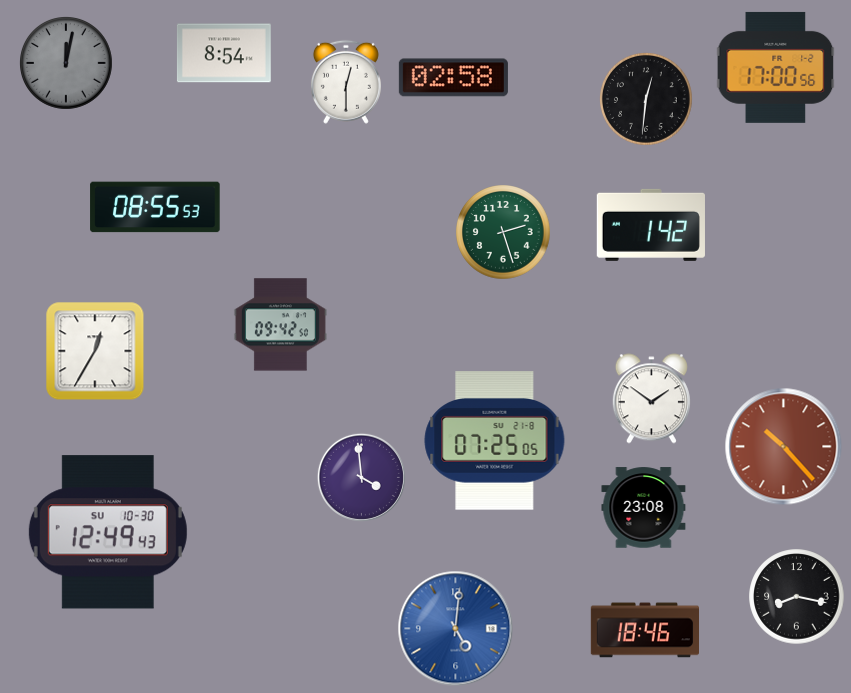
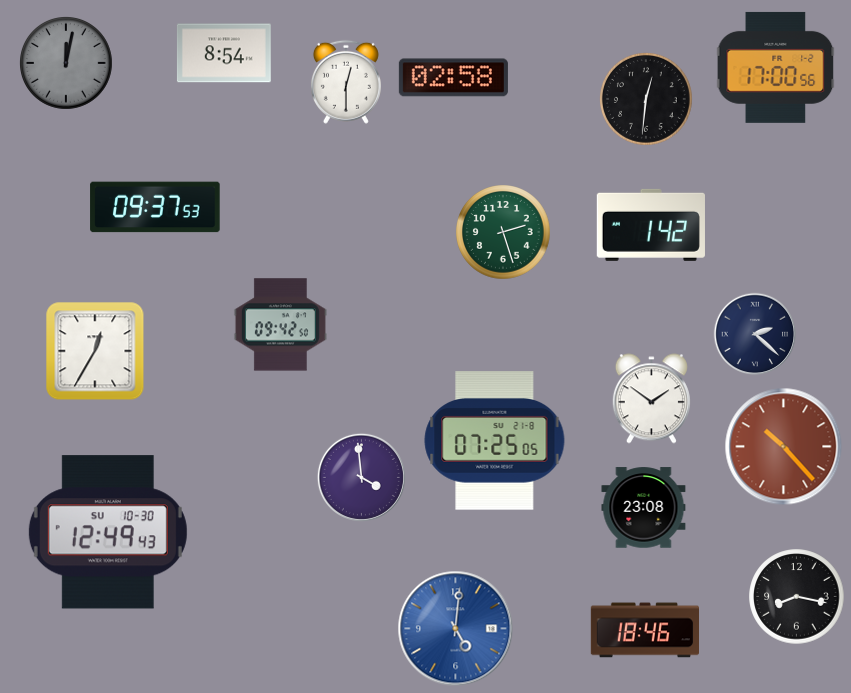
clock at (155, 207): 08:55 -> 09:37
clock at (755, 334): none -> 2:22
